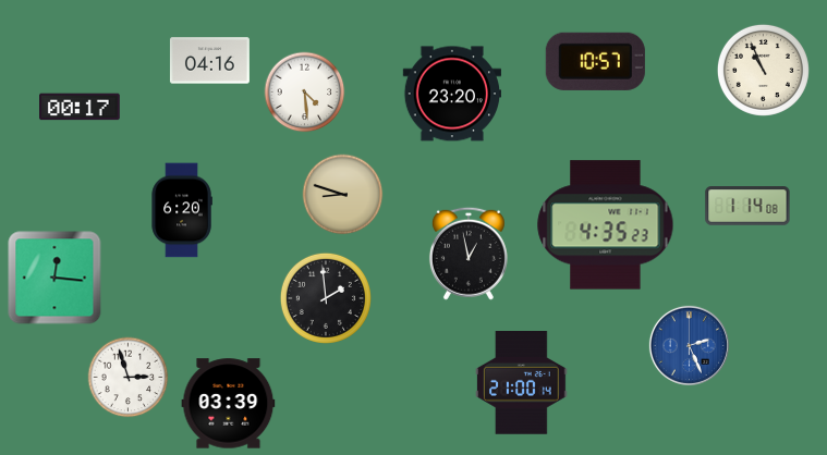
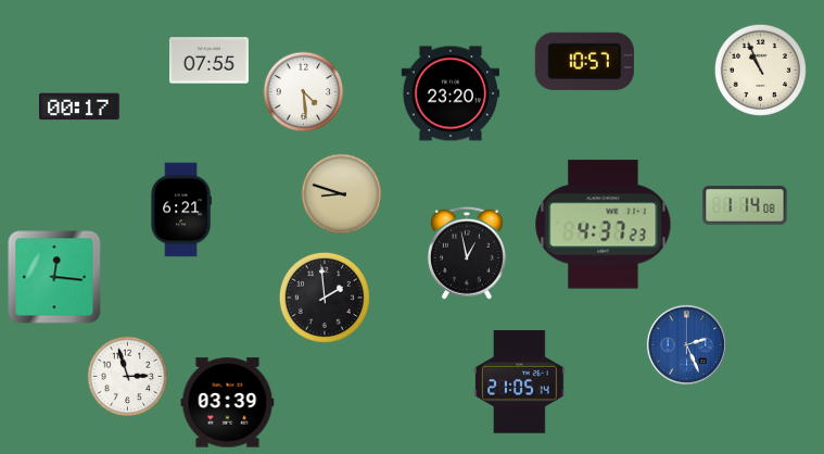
clock at (209, 61): 04:16 -> 07:55
clock at (595, 61) position: (595, 61) -> (584, 61)
clock at (182, 210): 6:20 -> 6:21
clock at (606, 225): 4:35 -> 4:37
clock at (522, 383): 21:00 -> 21:05
